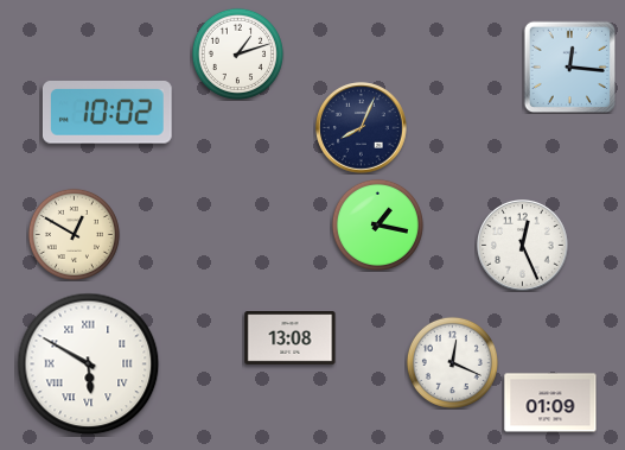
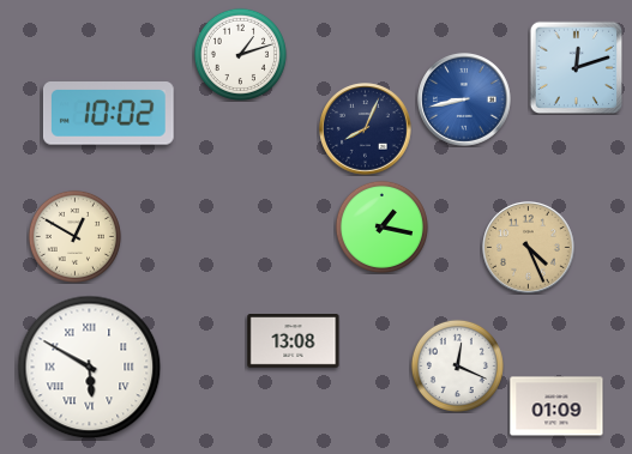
clock at (569, 66): 12:16 -> 12:12
clock at (465, 101): none -> 8:43
clock at (523, 246): 12:26 -> 4:26
clock at (523, 246) dial: white -> champagne
